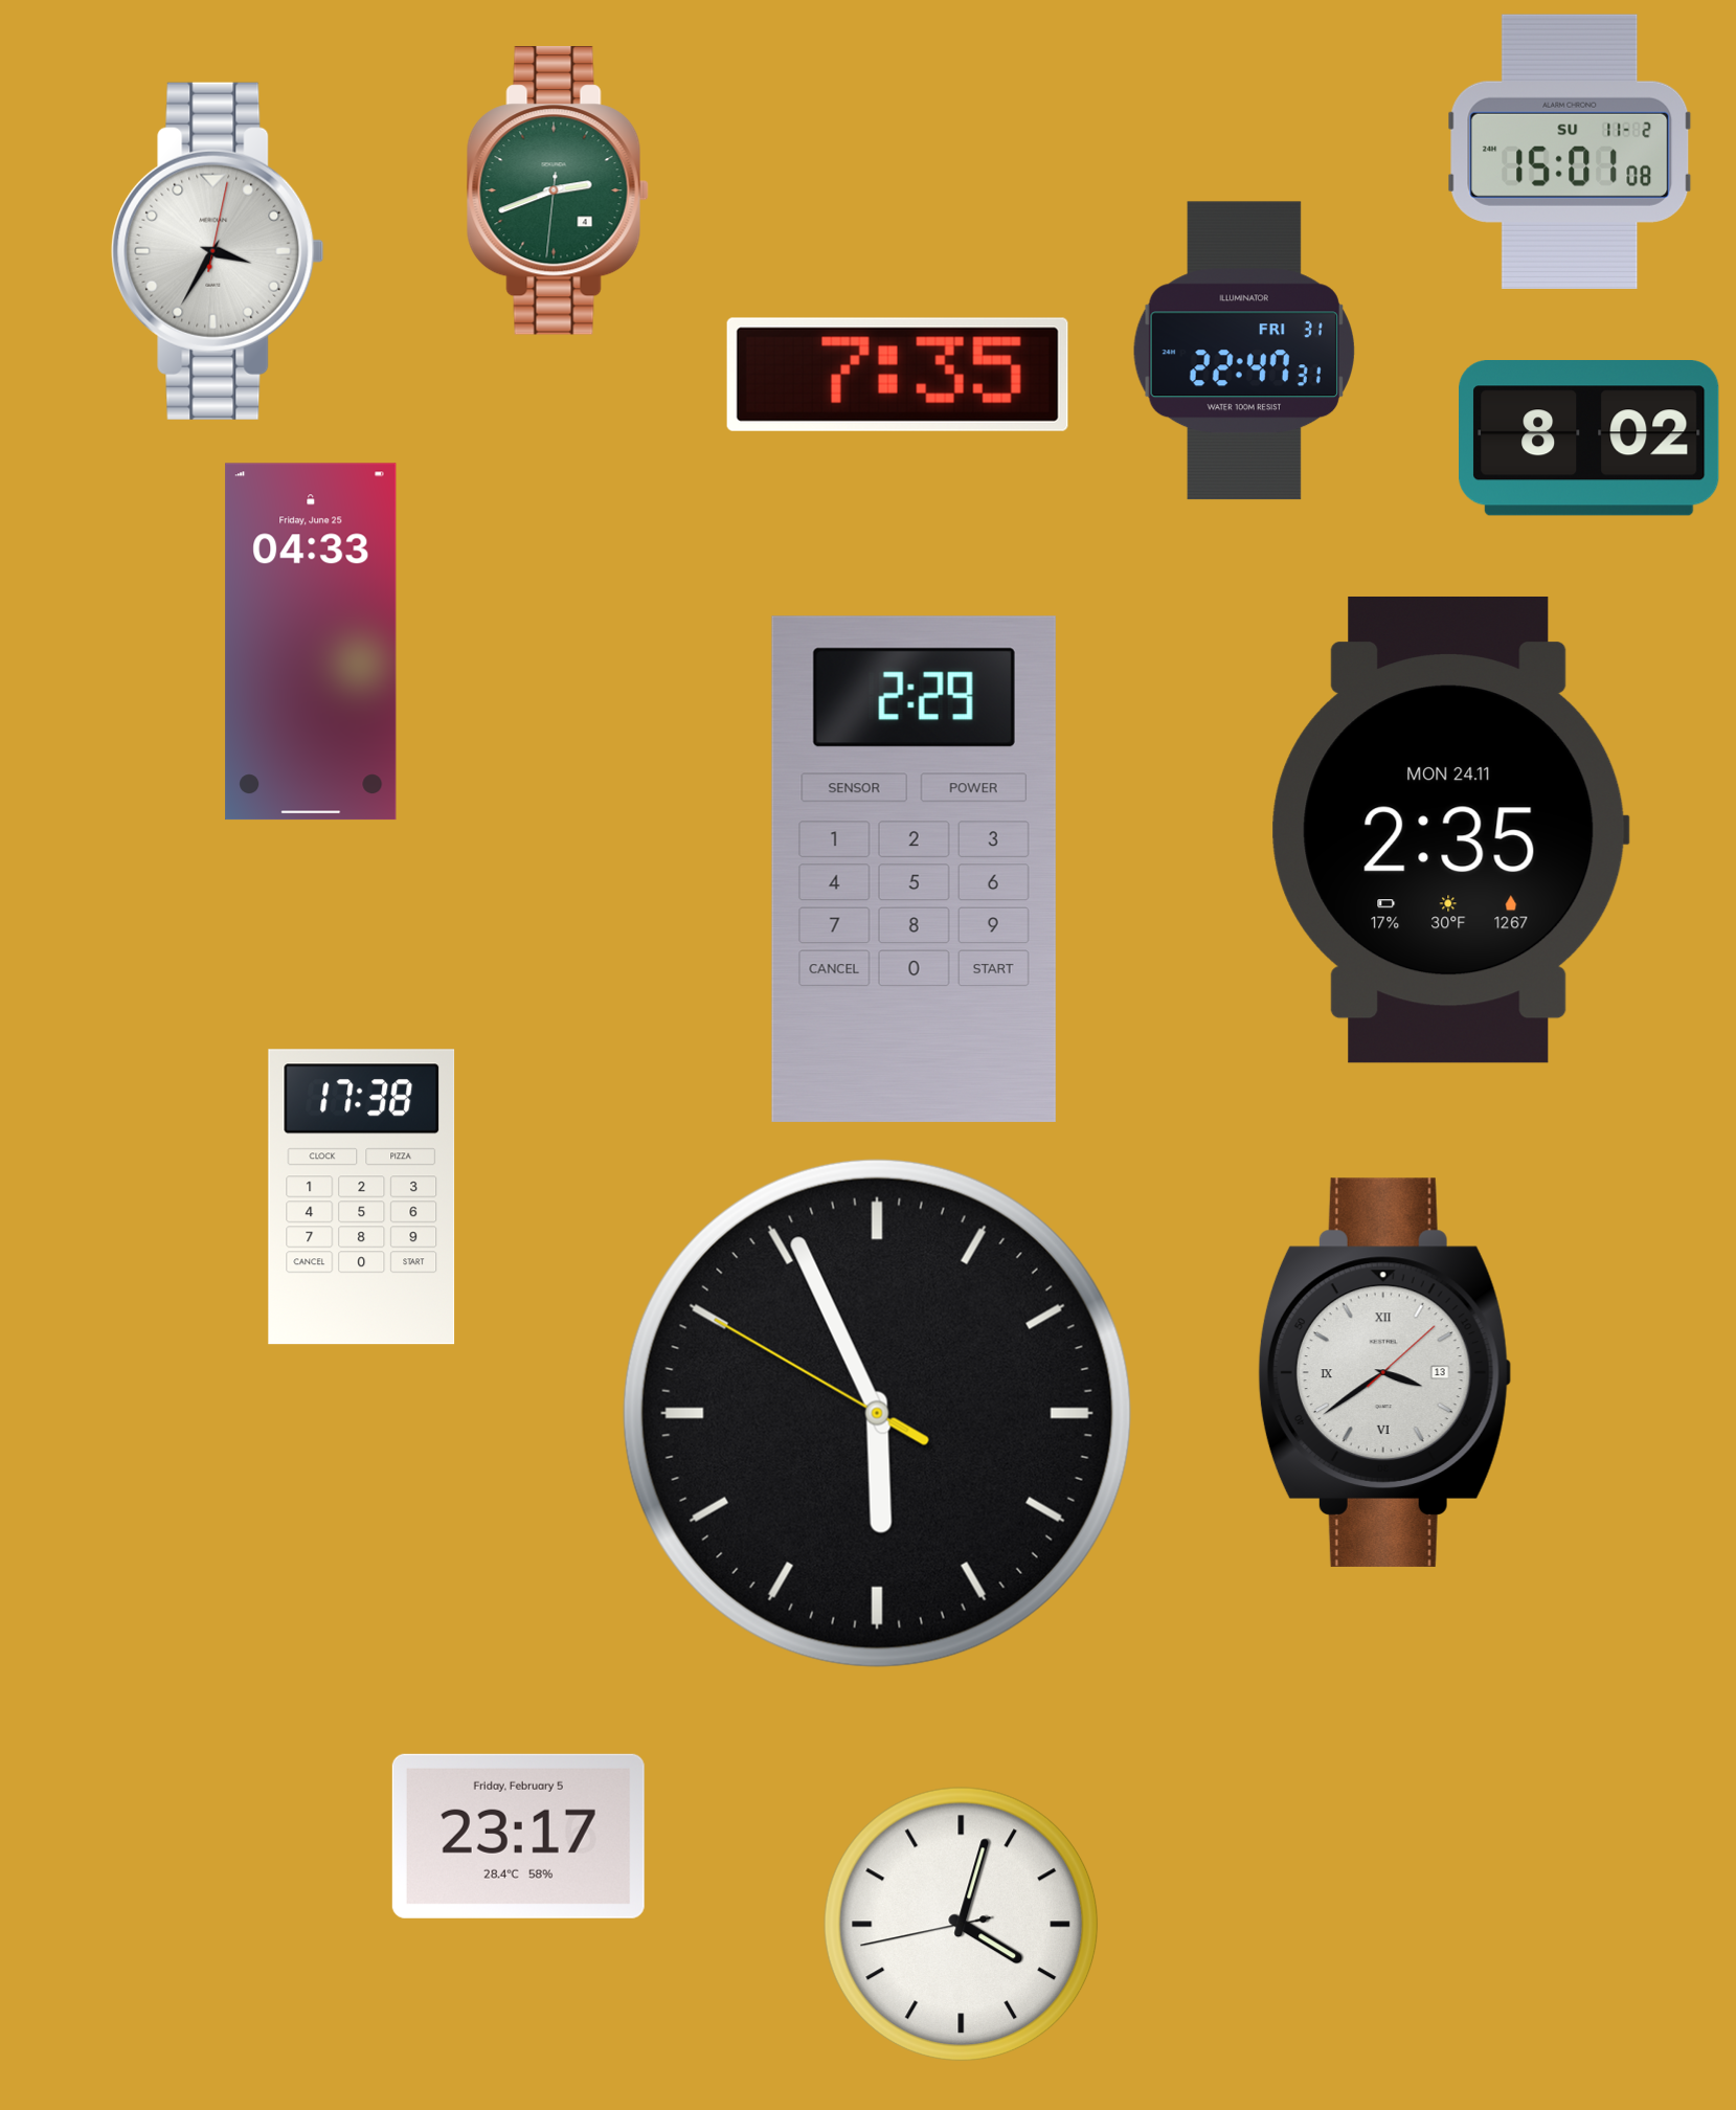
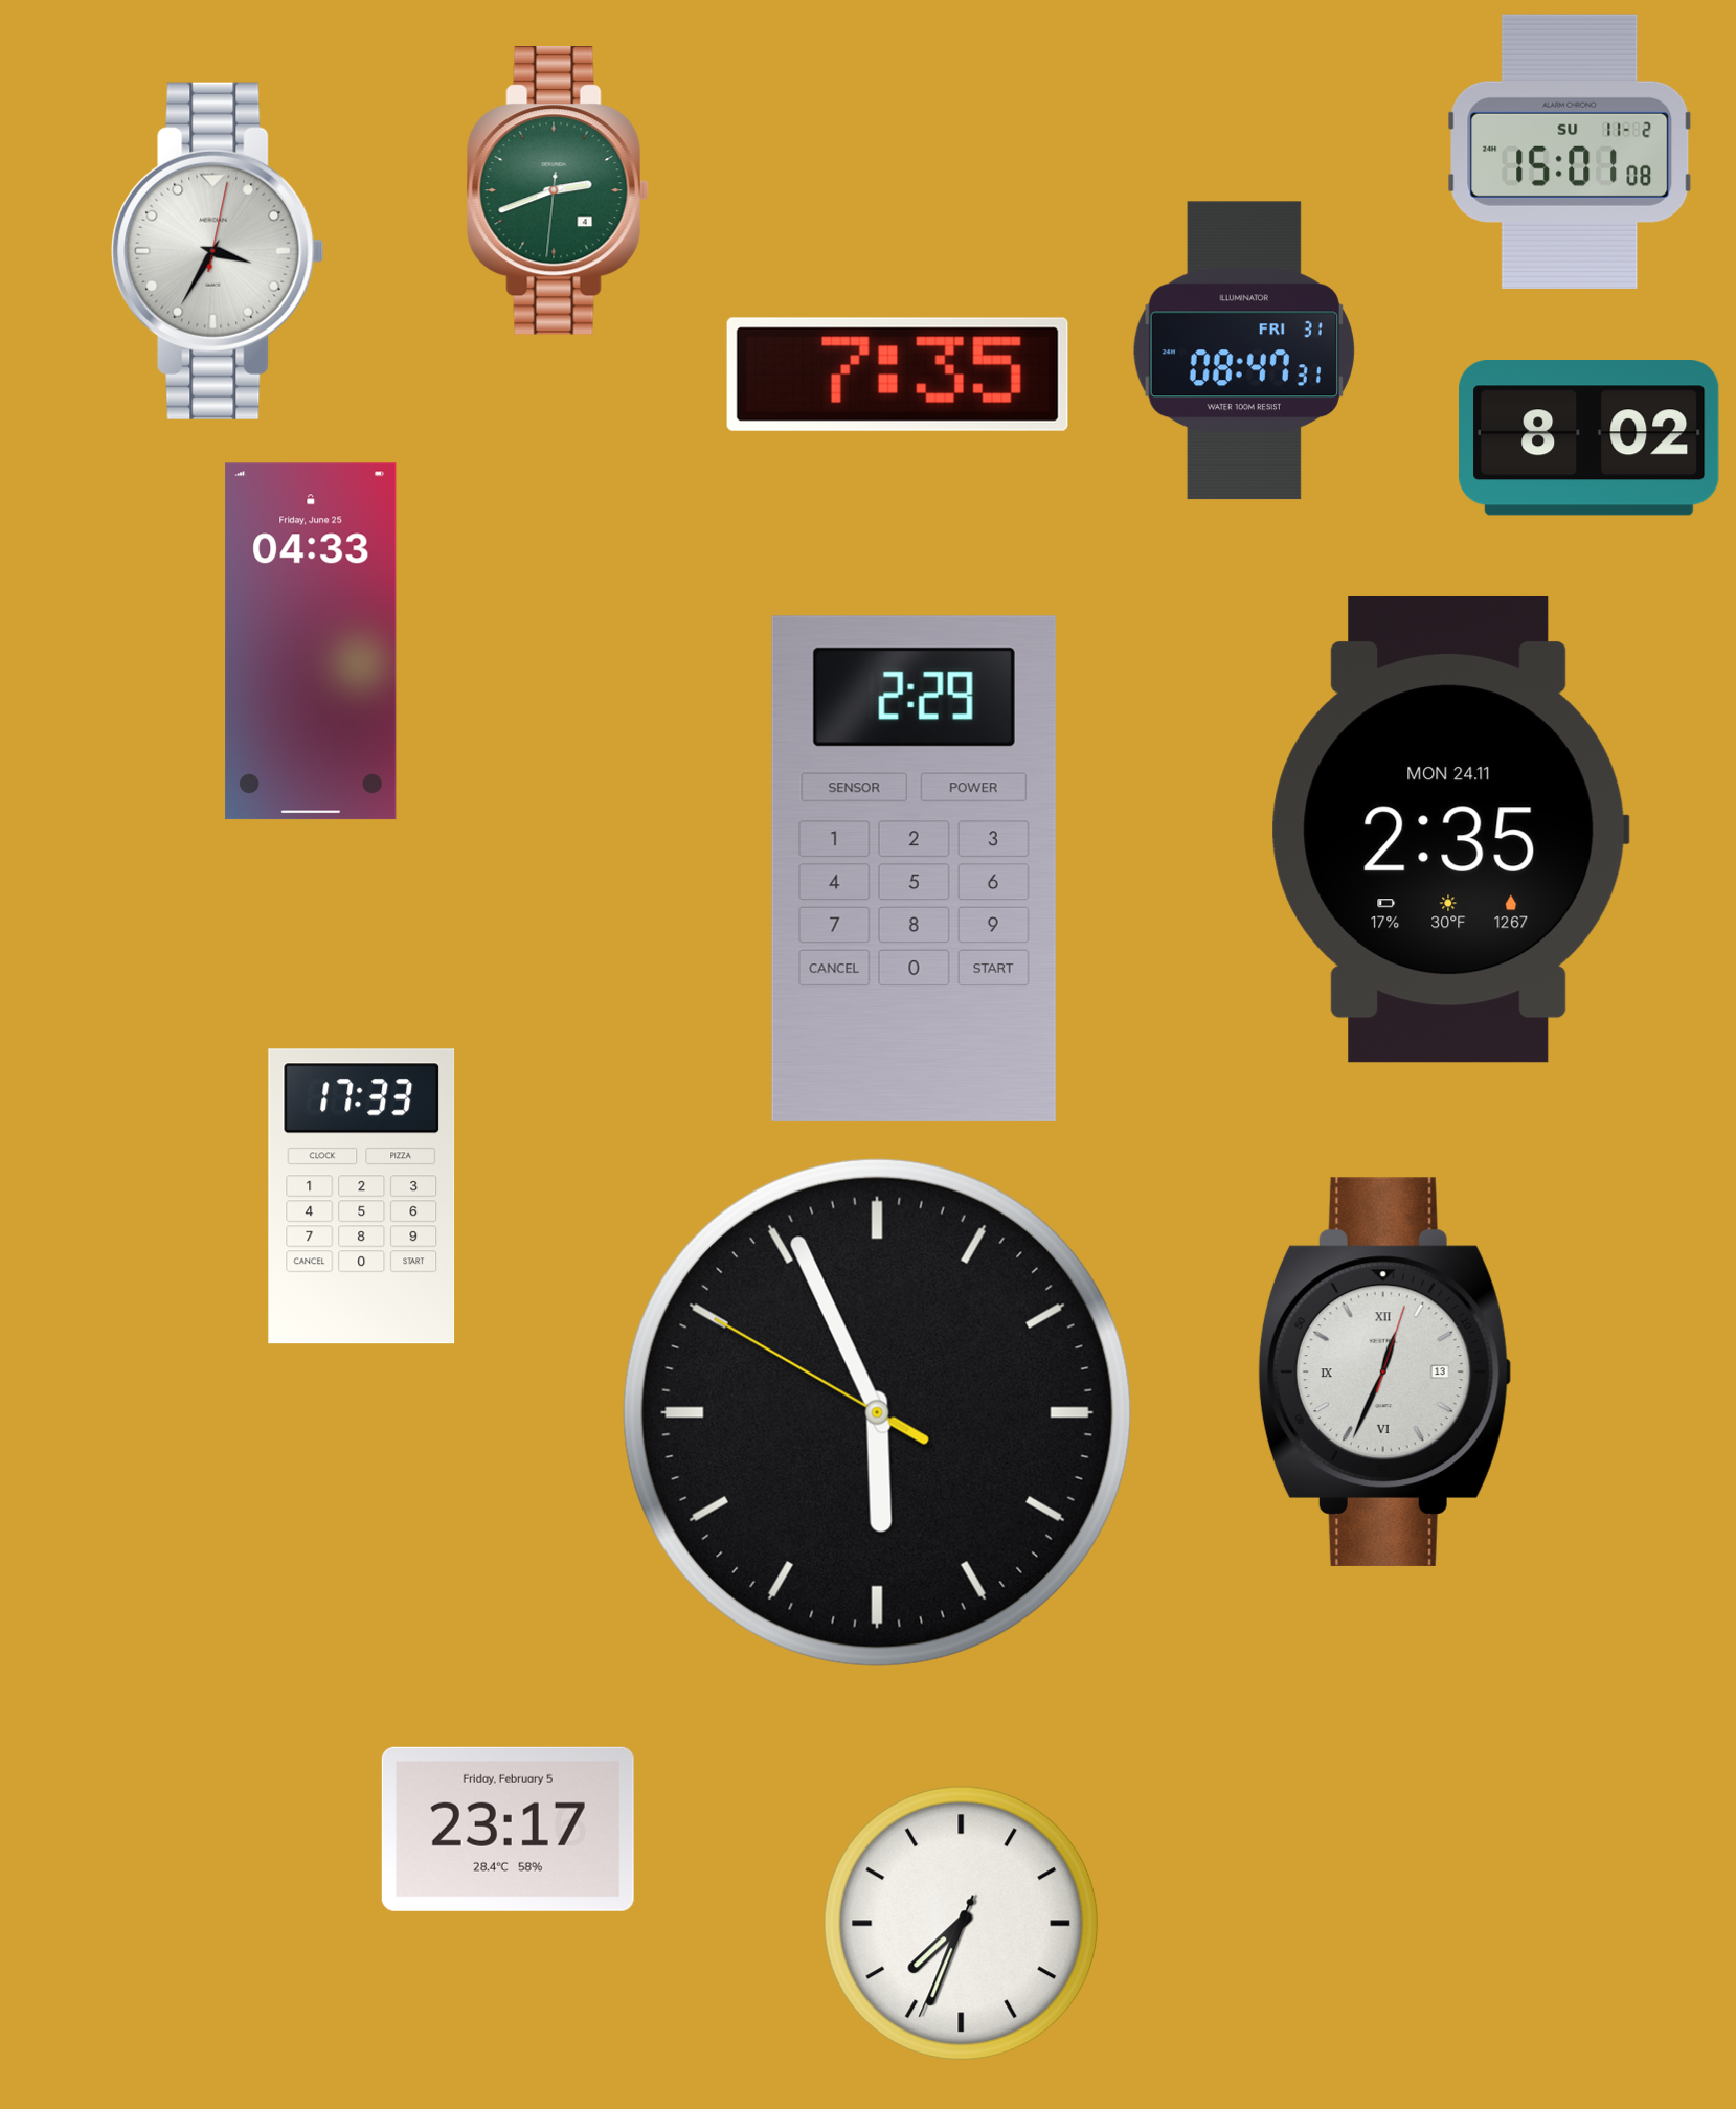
clock at (1244, 351): 22:47 -> 08:47
clock at (362, 1197): 17:38 -> 17:33
clock at (1384, 1372): 3:39 -> 12:34
clock at (518, 1836) position: (518, 1836) -> (508, 1829)
clock at (962, 1925): 4:02 -> 7:33
